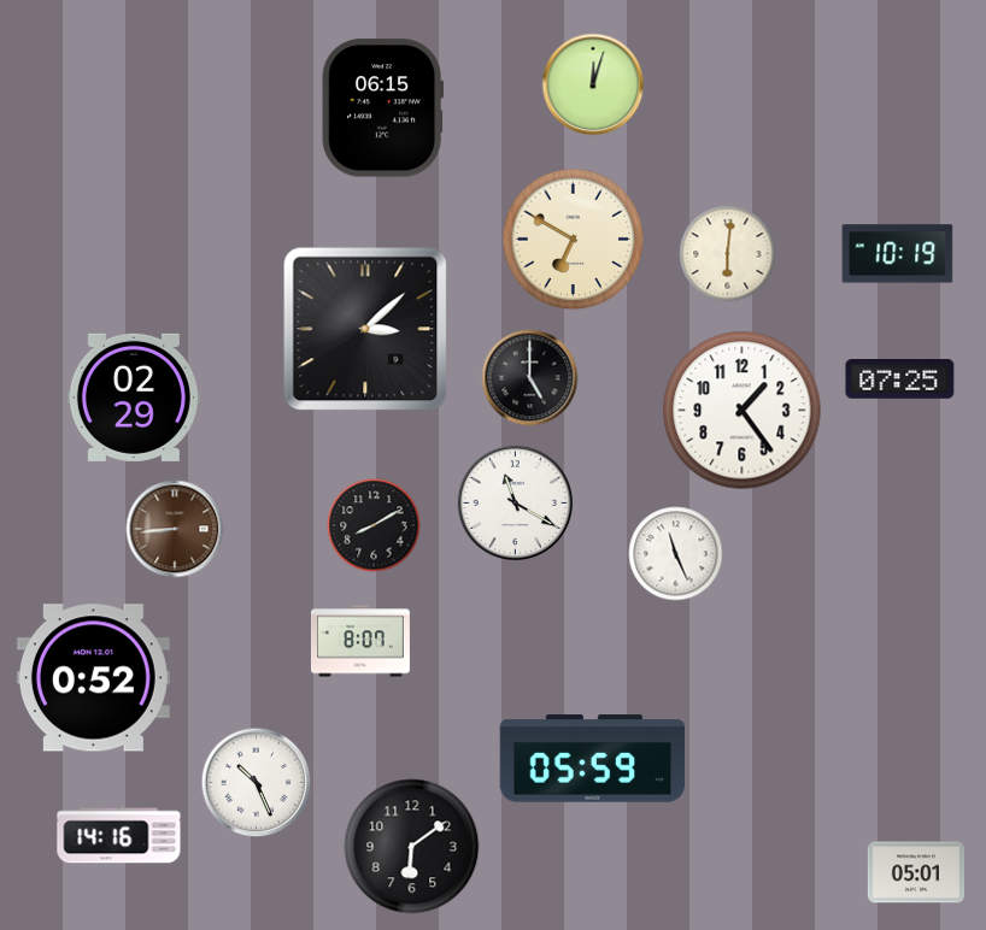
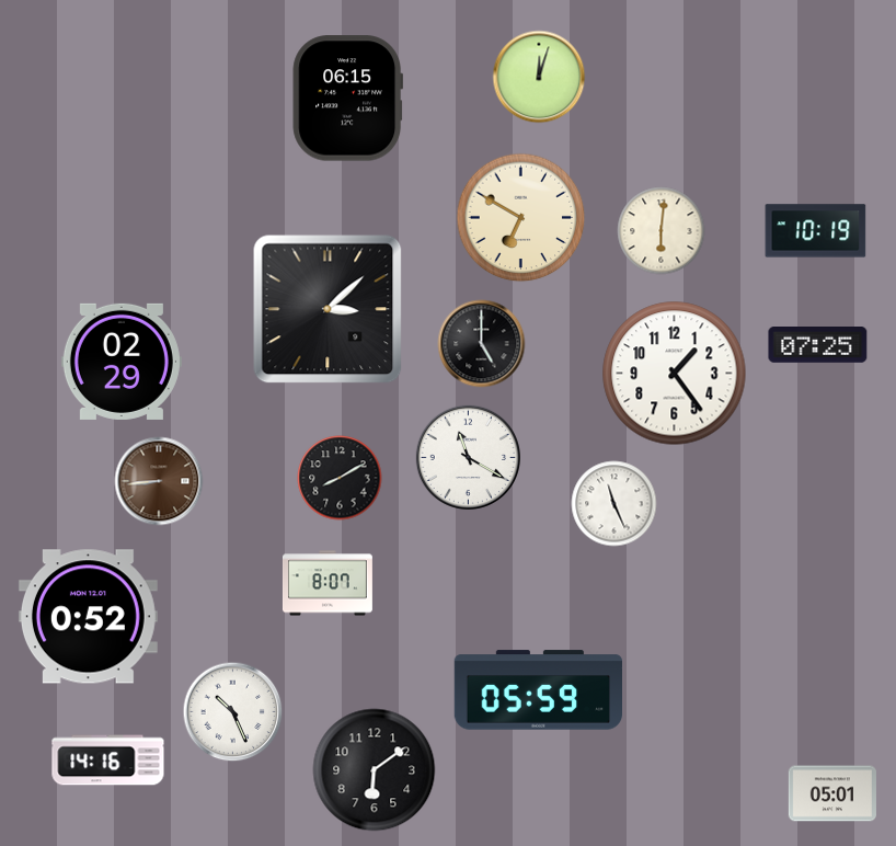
clock at (365, 329) position: (365, 329) -> (328, 309)
clock at (93, 678) position: (93, 678) -> (88, 617)
